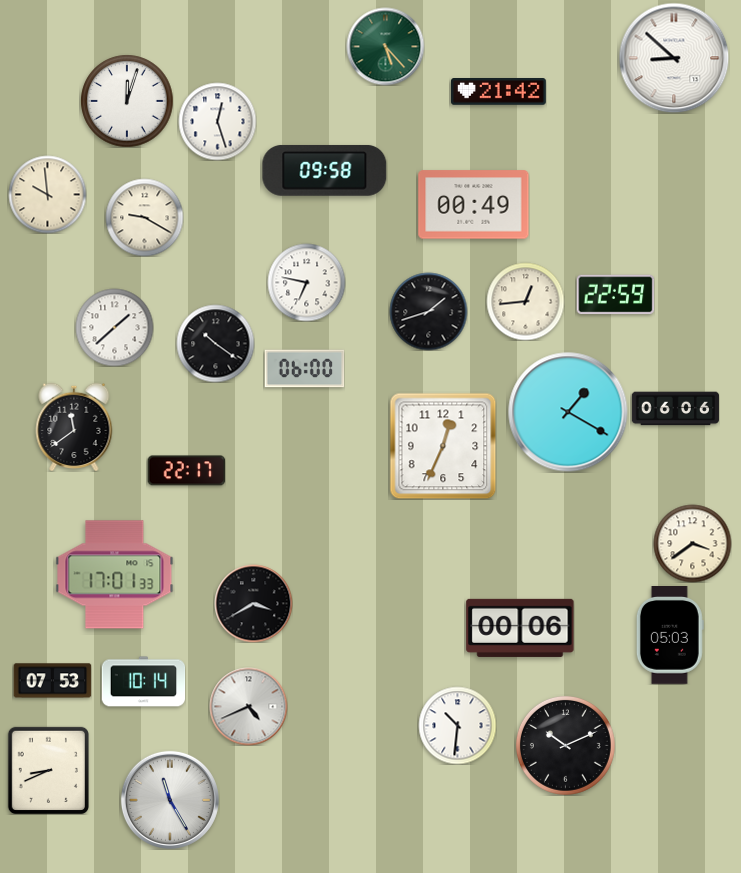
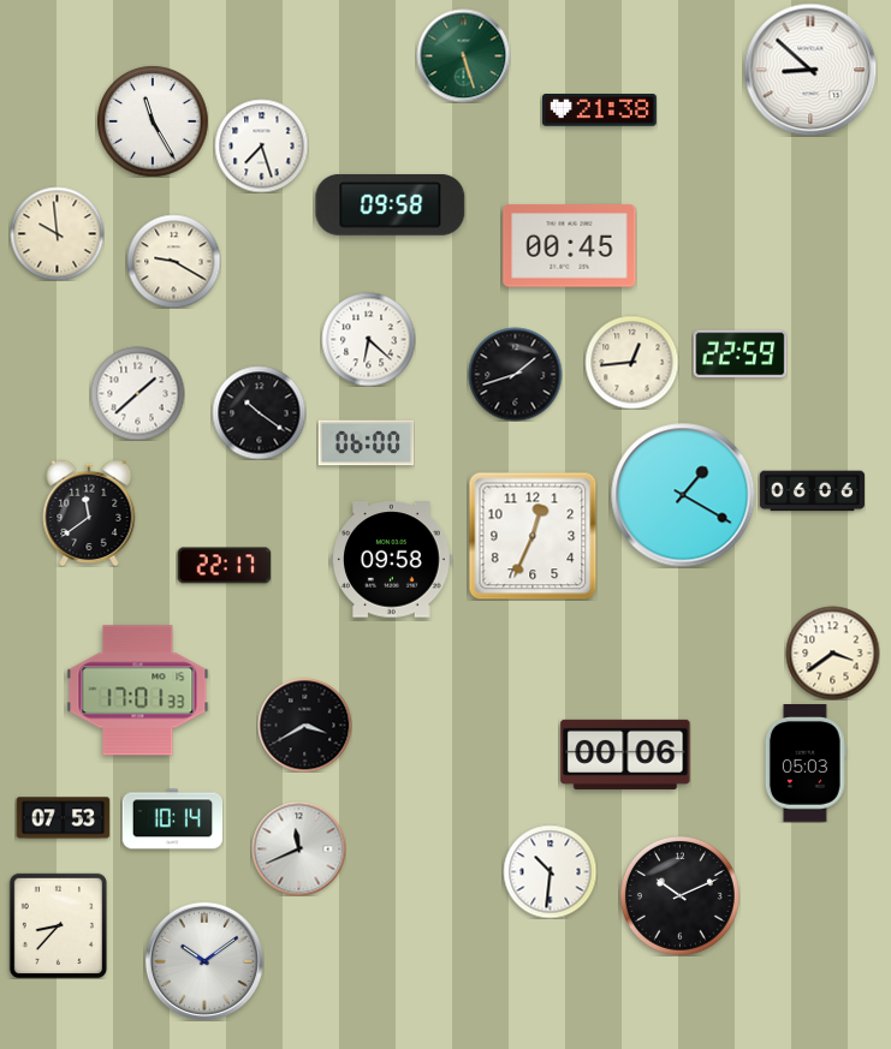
clock at (385, 46): 5:23 -> 5:27
clock at (498, 92): 21:42 -> 21:38
clock at (127, 101): 12:03 -> 11:25
clock at (217, 121): 12:27 -> 7:27
clock at (474, 205): 00:49 -> 00:45
clock at (306, 282): 6:47 -> 6:22
clock at (392, 560): none -> 09:58
clock at (248, 706): 4:41 -> 11:41
clock at (48, 770): 8:41 -> 8:37
clock at (170, 800): 11:25 -> 10:09
